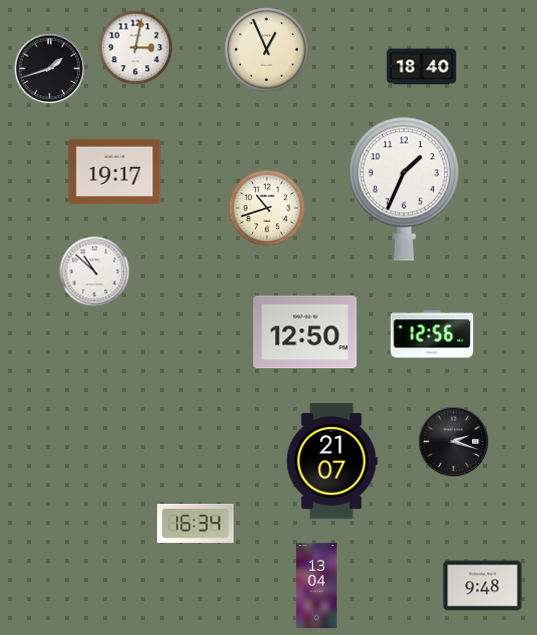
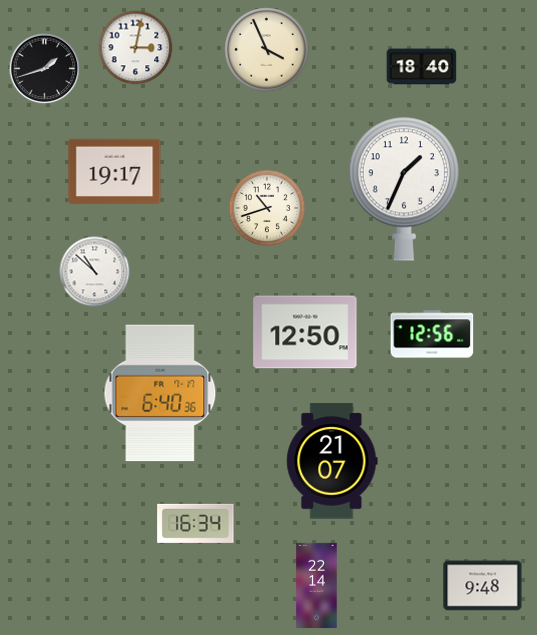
clock at (267, 50): 12:56 -> 3:56
clock at (50, 69) position: (50, 69) -> (45, 69)
clock at (160, 393): none -> 6:40
clock at (454, 442): 2:18 -> none
clock at (317, 586): 13:04 -> 22:14
